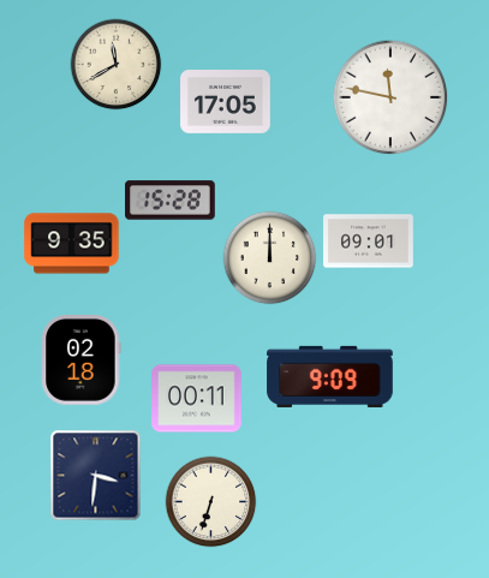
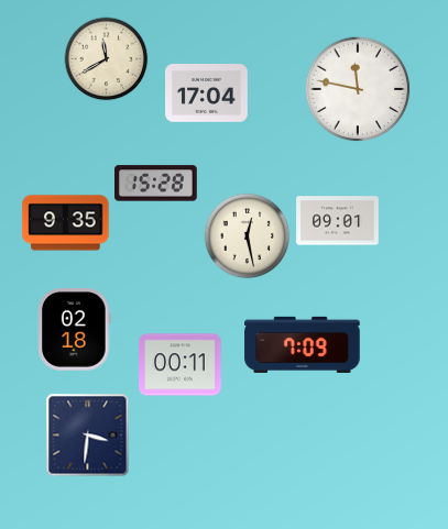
clock at (226, 102): 17:05 -> 17:04
clock at (270, 258): 12:00 -> 12:28
clock at (330, 376): 9:09 -> 7:09
clock at (211, 502): 6:33 -> none
